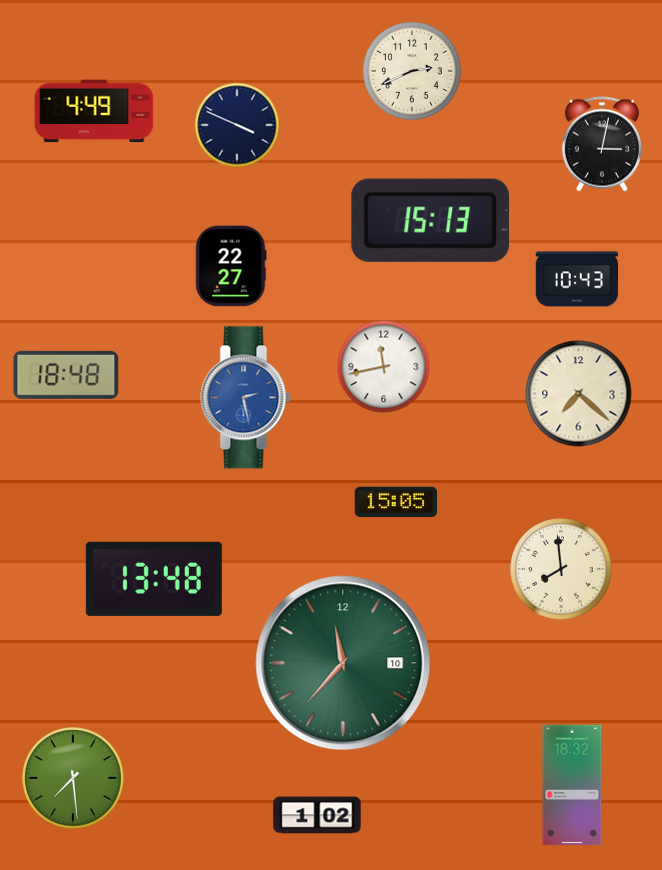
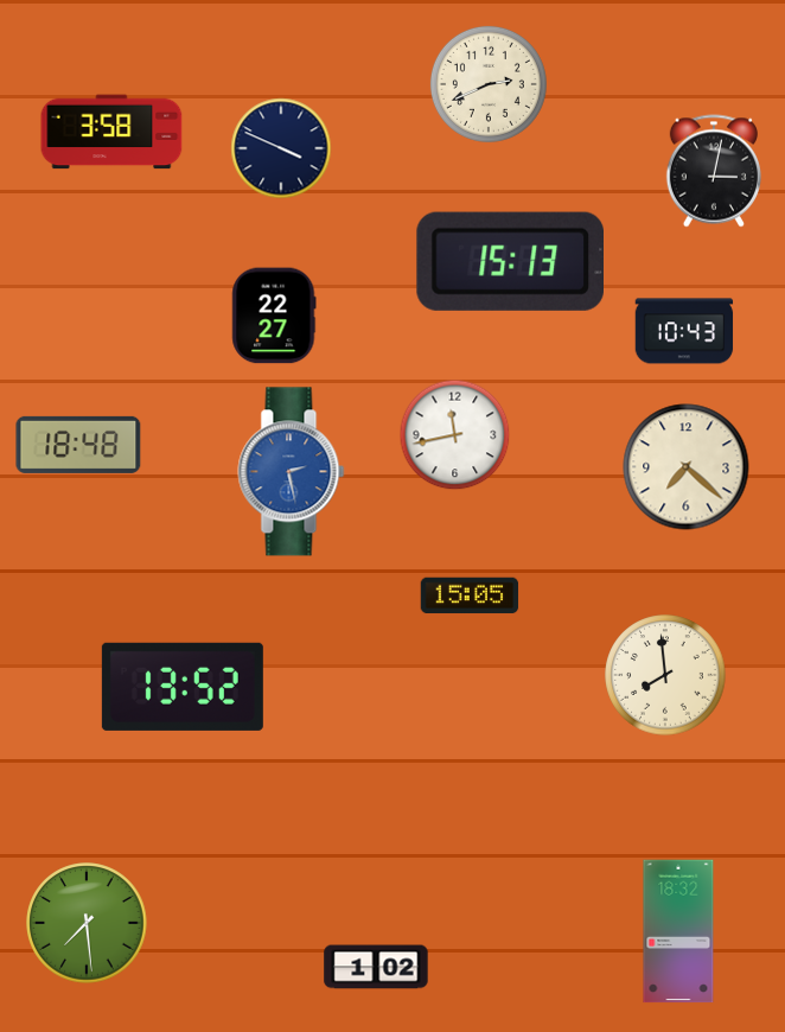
clock at (94, 111): 4:49 -> 3:58
clock at (154, 579): 13:48 -> 13:52
clock at (343, 663): 11:37 -> none
